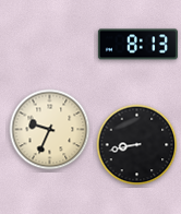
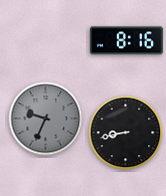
clock at (137, 45): 8:13 -> 8:16
clock at (50, 130) dial: cream -> grey
